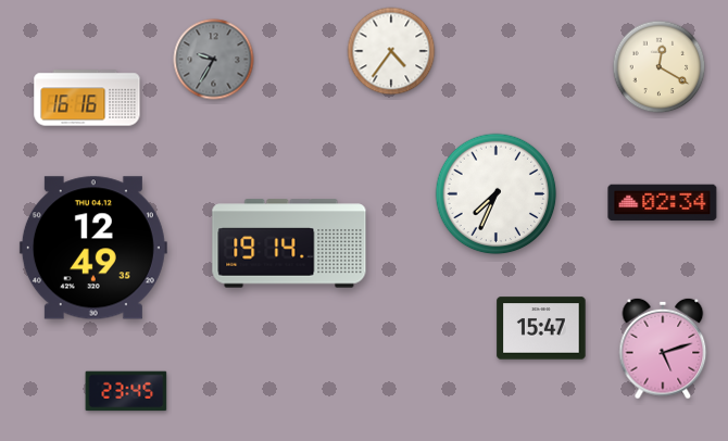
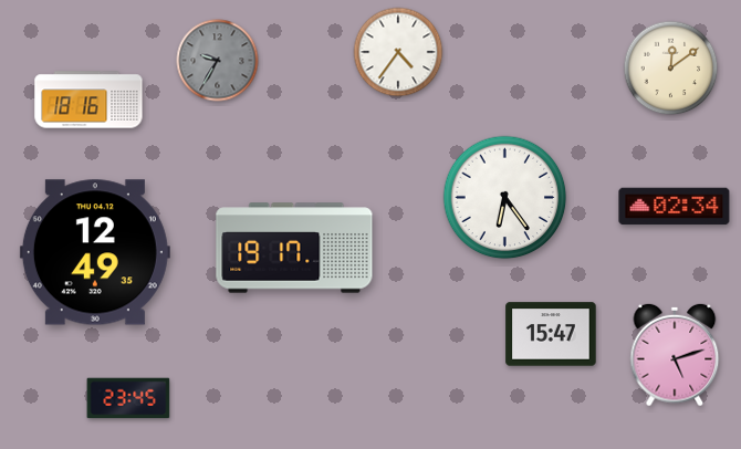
clock at (660, 67): 12:20 -> 12:09
clock at (87, 98): 16:16 -> 18:16
clock at (497, 194): 7:34 -> 6:24
clock at (289, 243): 19:14 -> 19:17
